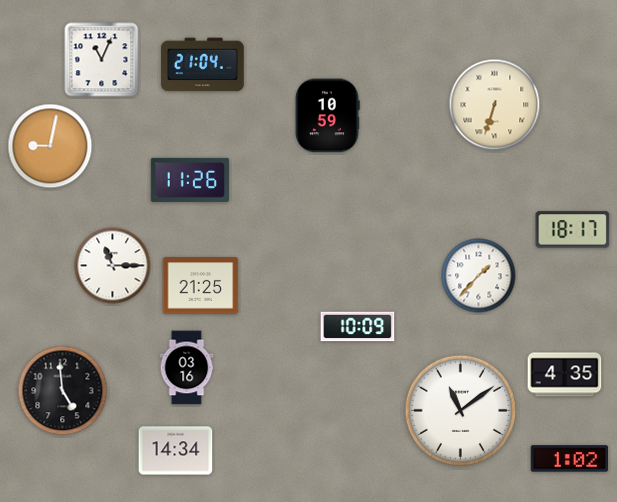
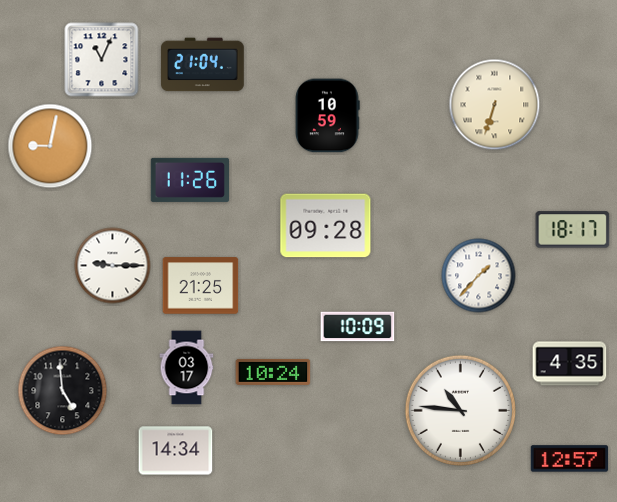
clock at (326, 226): none -> 09:28
clock at (113, 266): 11:15 -> 9:15
clock at (187, 368): 03:16 -> 03:17
clock at (273, 372): none -> 10:24
clock at (565, 375) position: (565, 375) -> (570, 364)
clock at (460, 410): 11:09 -> 10:46
clock at (570, 459): 1:02 -> 12:57
